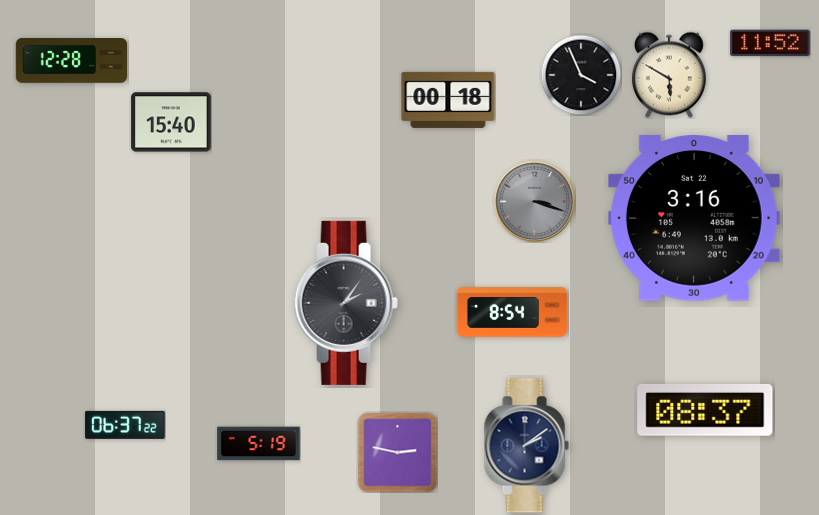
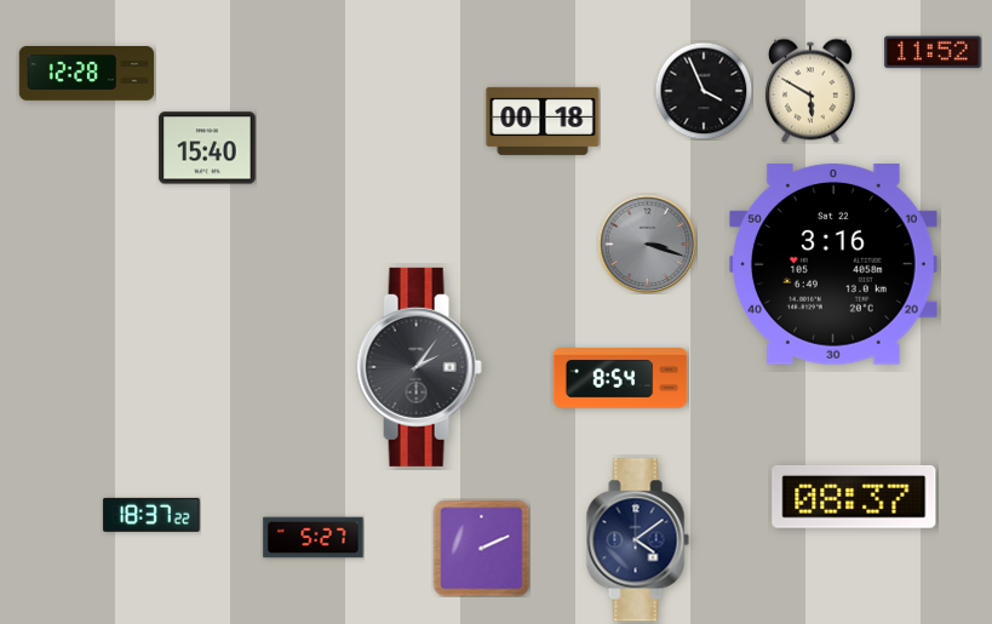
clock at (694, 219) position: (694, 219) -> (833, 265)
clock at (125, 425): 06:37 -> 18:37
clock at (259, 444): 5:19 -> 5:27
clock at (526, 446): 2:09 -> 4:09
clock at (397, 452): 2:47 -> 2:11
